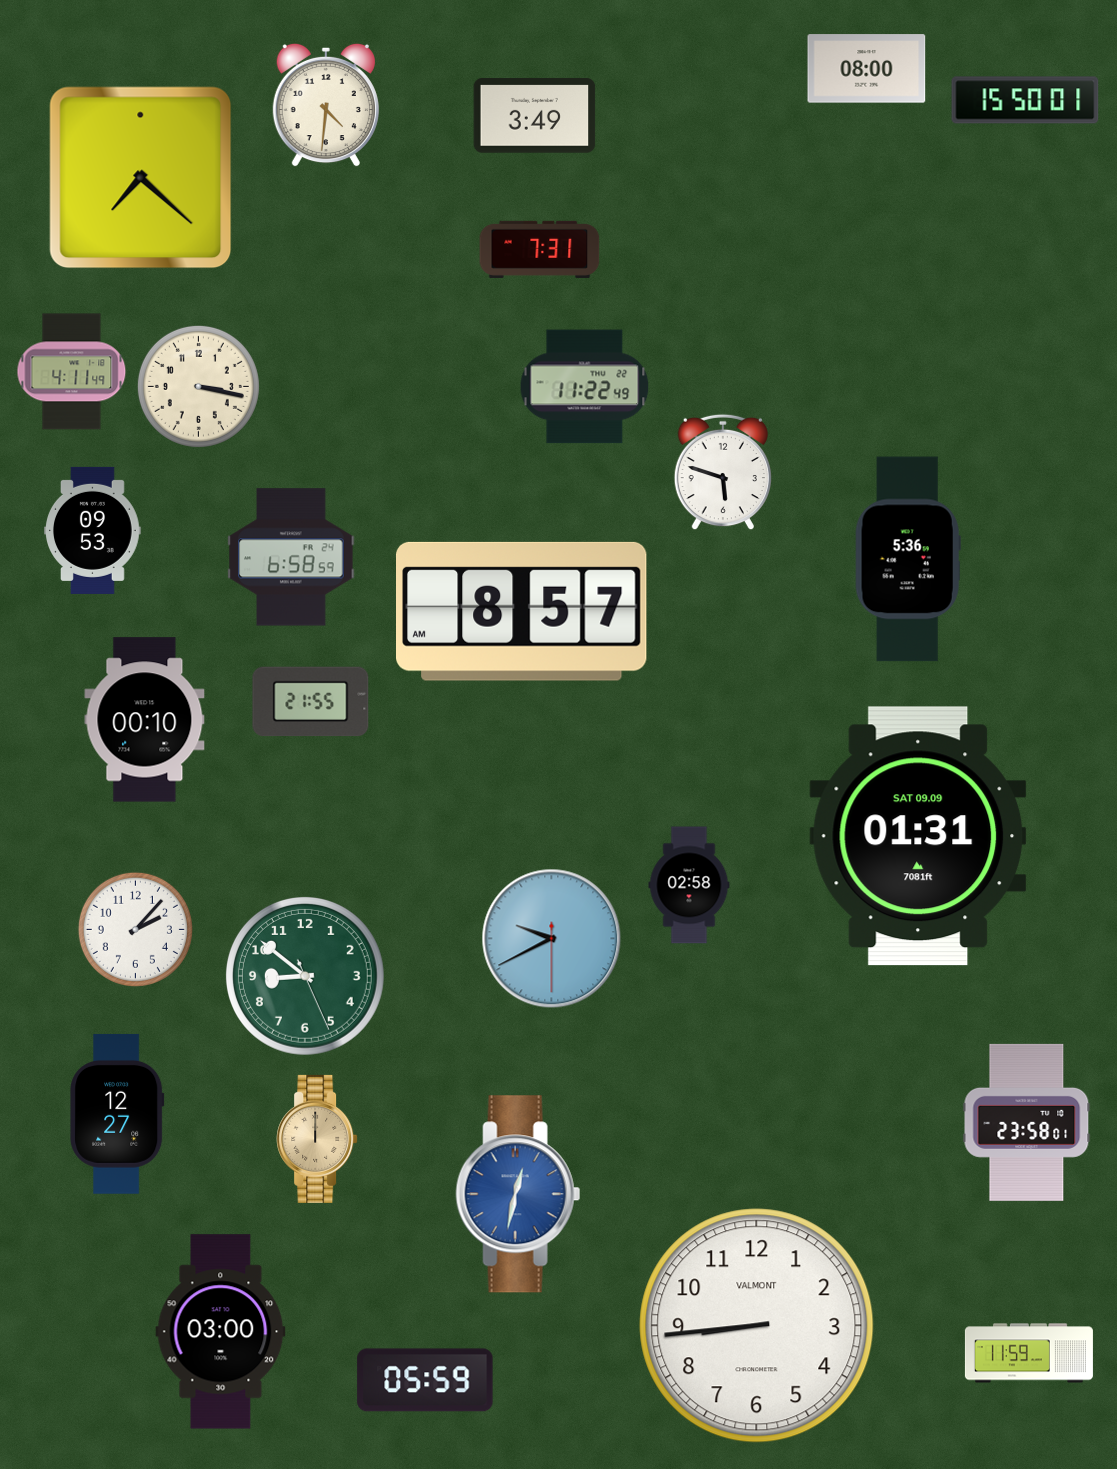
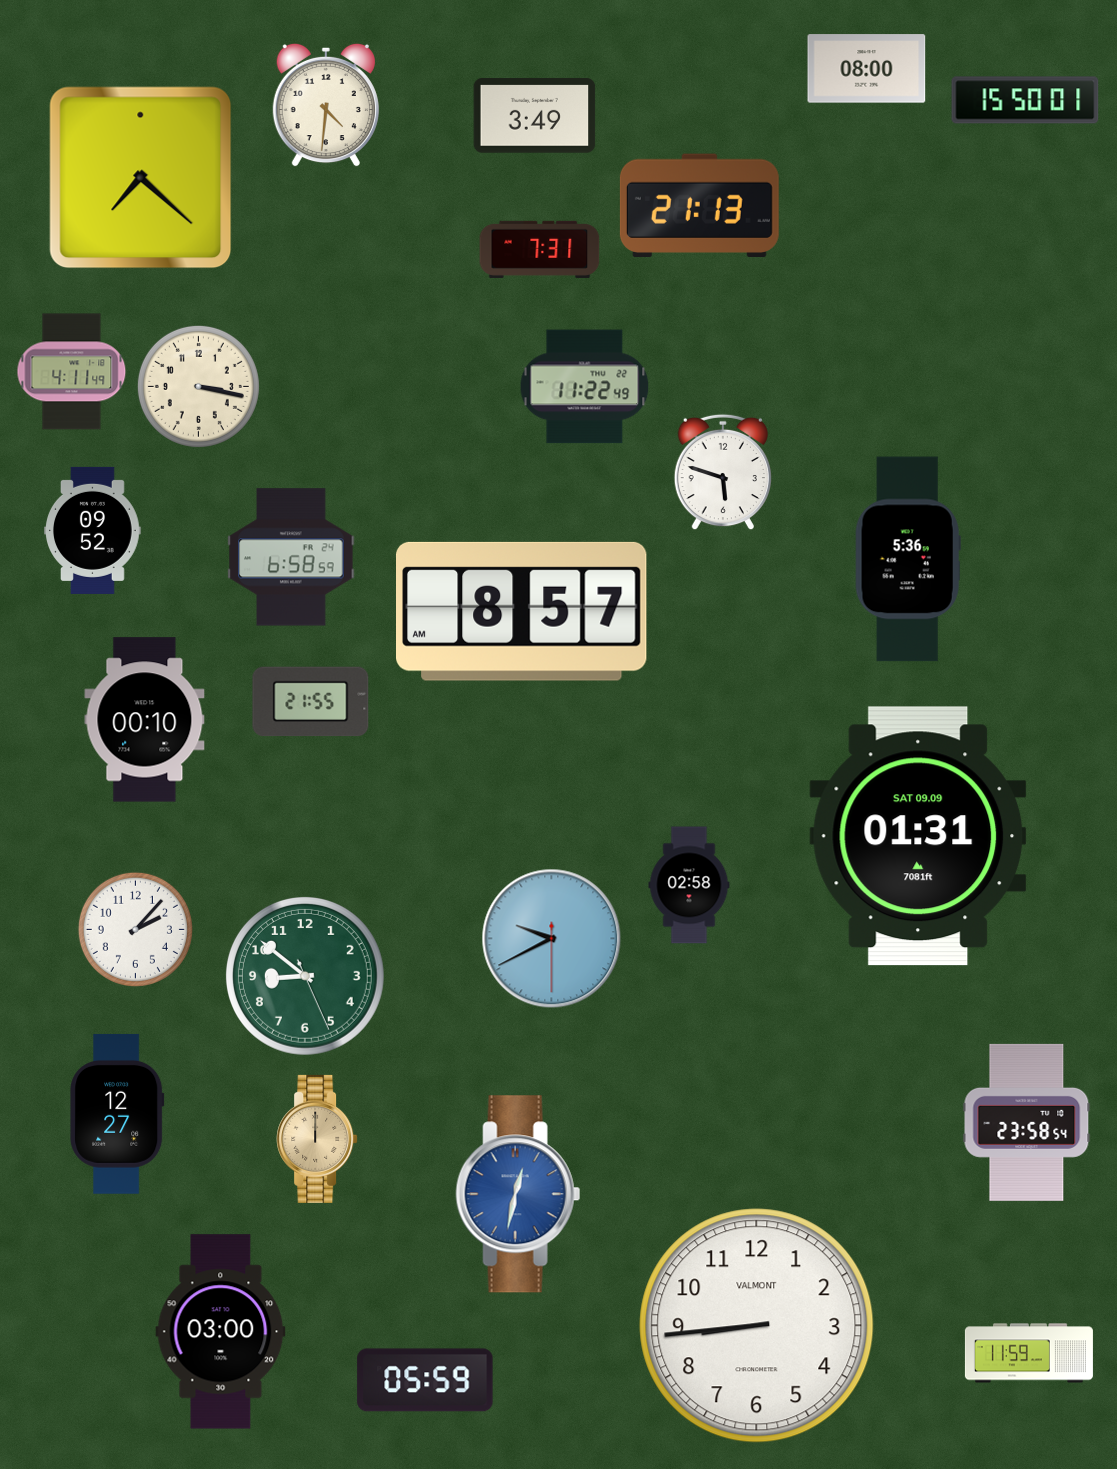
clock at (699, 205): none -> 21:13
clock at (93, 530): 09:53 -> 09:52
clock at (1027, 1122): 23:58:01 -> 23:58:54
